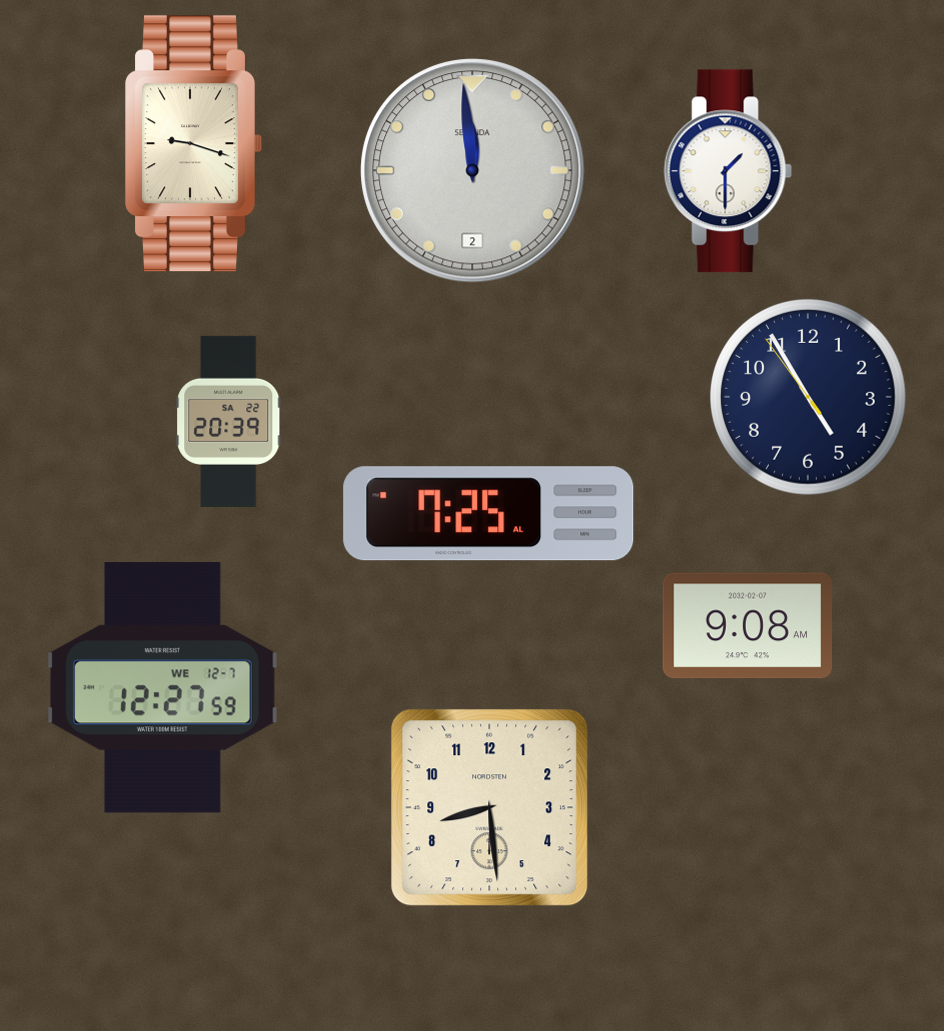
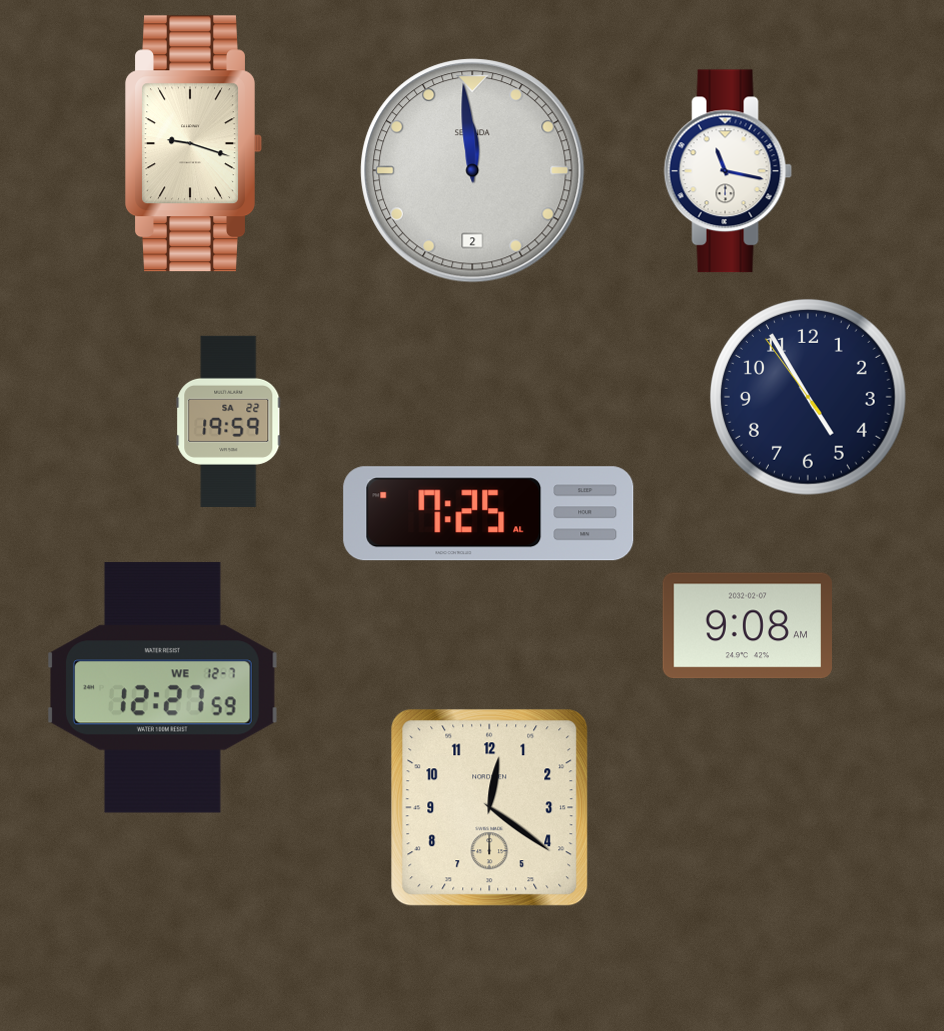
clock at (728, 171): 1:30 -> 11:17
clock at (229, 421): 20:39 -> 19:59
clock at (490, 808): 8:29 -> 12:21
